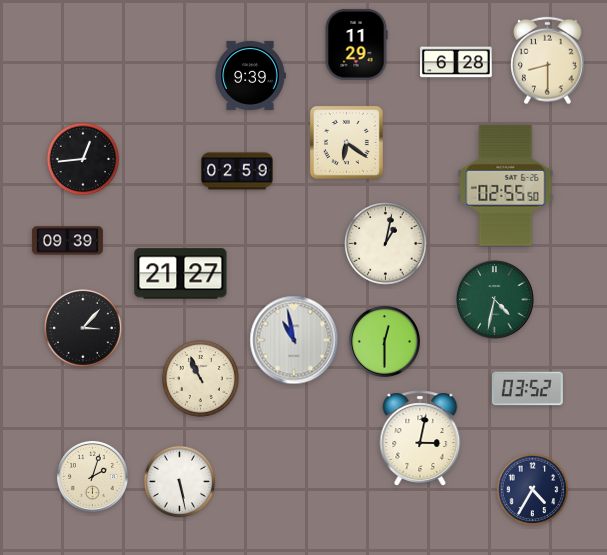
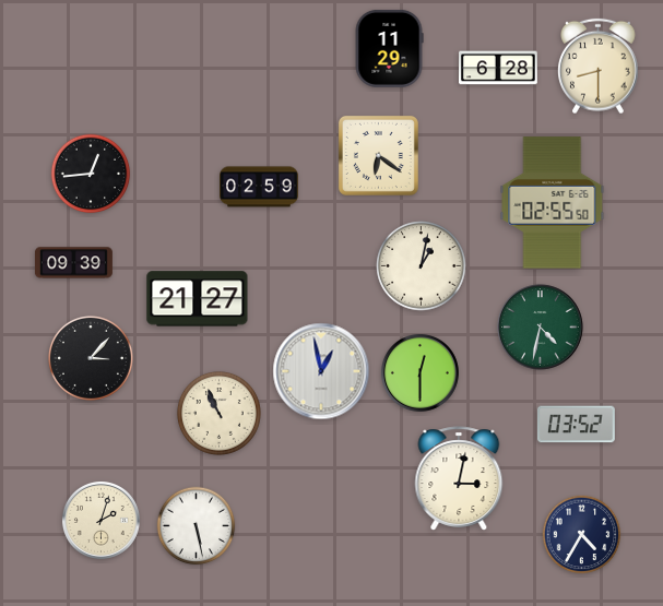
clock at (250, 75): 9:39 -> none
clock at (294, 340): 10:58 -> 12:58
